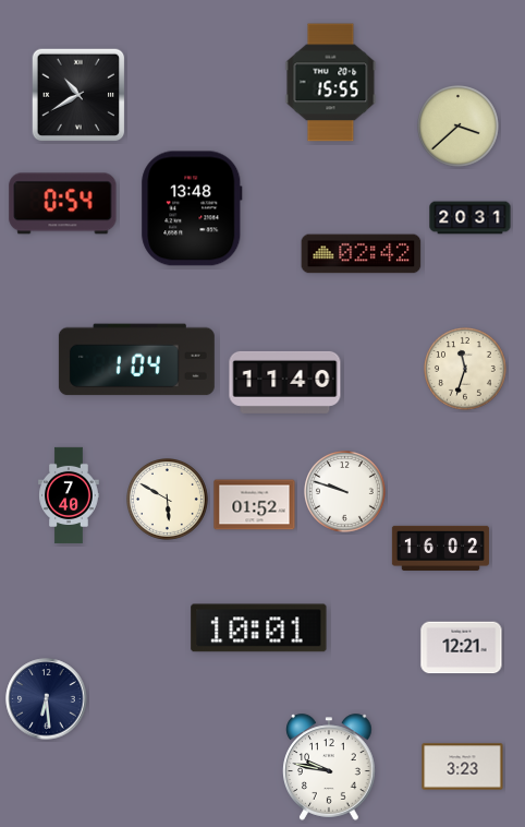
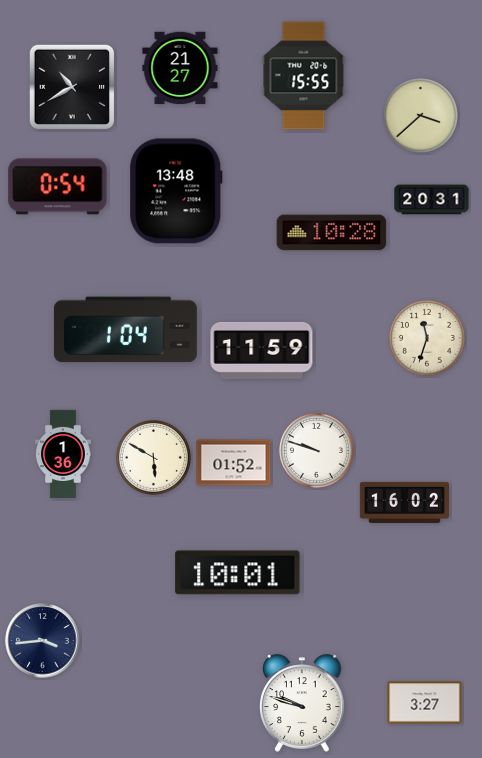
clock at (180, 68): none -> 21:27
clock at (362, 254): 02:42 -> 10:28
clock at (285, 382): 11:40 -> 11:59
clock at (69, 495): 7:40 -> 1:36
clock at (259, 628) position: (259, 628) -> (238, 573)
clock at (462, 648): 12:21 -> none
clock at (47, 699): 6:29 -> 3:44
clock at (330, 767): 9:47 -> 9:48
clock at (463, 767): 3:23 -> 3:27
